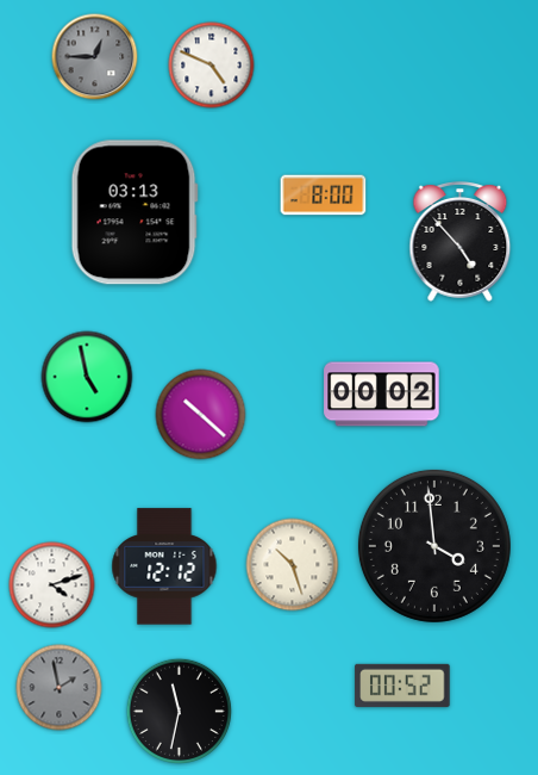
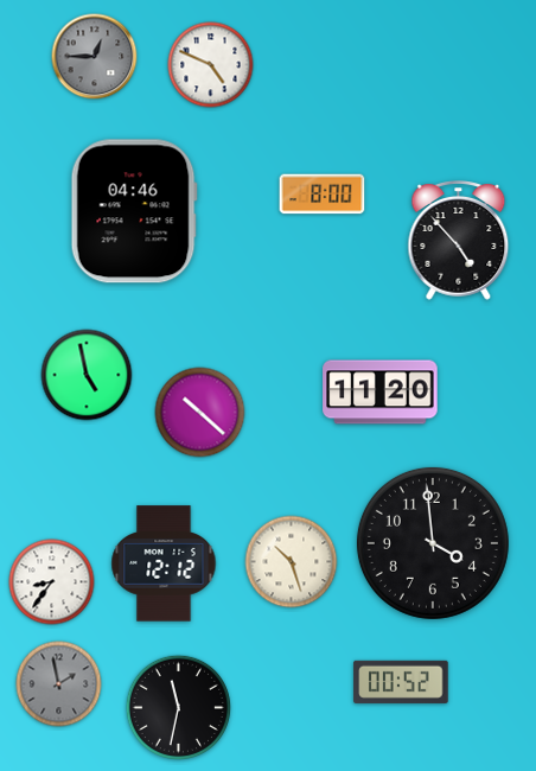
clock at (134, 212): 03:13 -> 04:46
clock at (382, 395): 00:02 -> 11:20
clock at (52, 585): 4:12 -> 8:36
